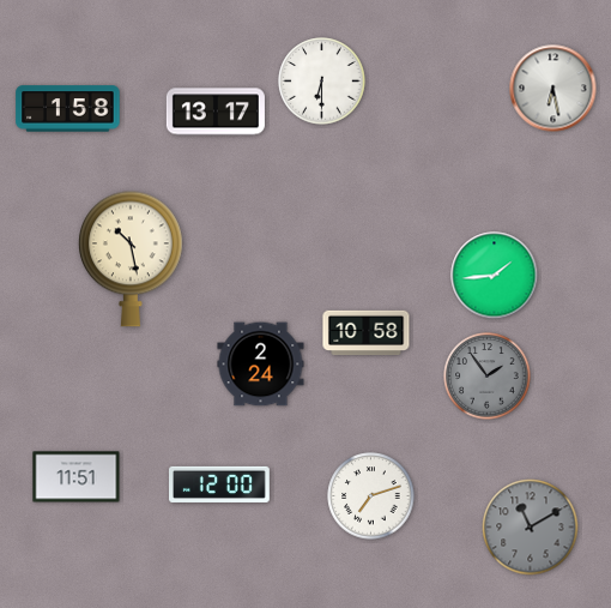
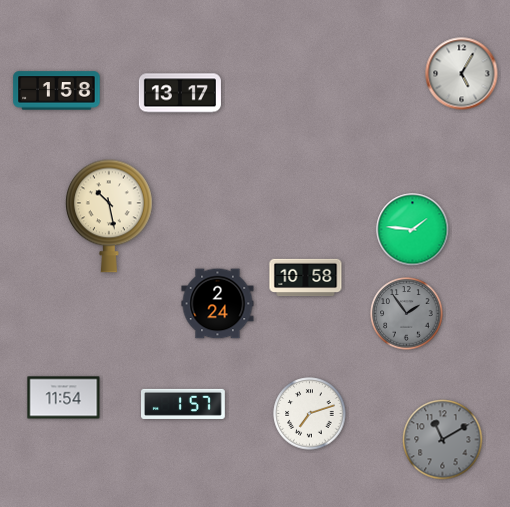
clock at (322, 82): 6:30 -> none
clock at (553, 89): 6:28 -> 5:05
clock at (495, 276): 1:44 -> 1:46
clock at (77, 477): 11:51 -> 11:54
clock at (220, 484): 12:00 -> 1:57
